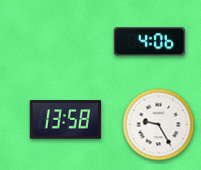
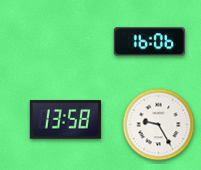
clock at (149, 42): 4:06 -> 16:06
